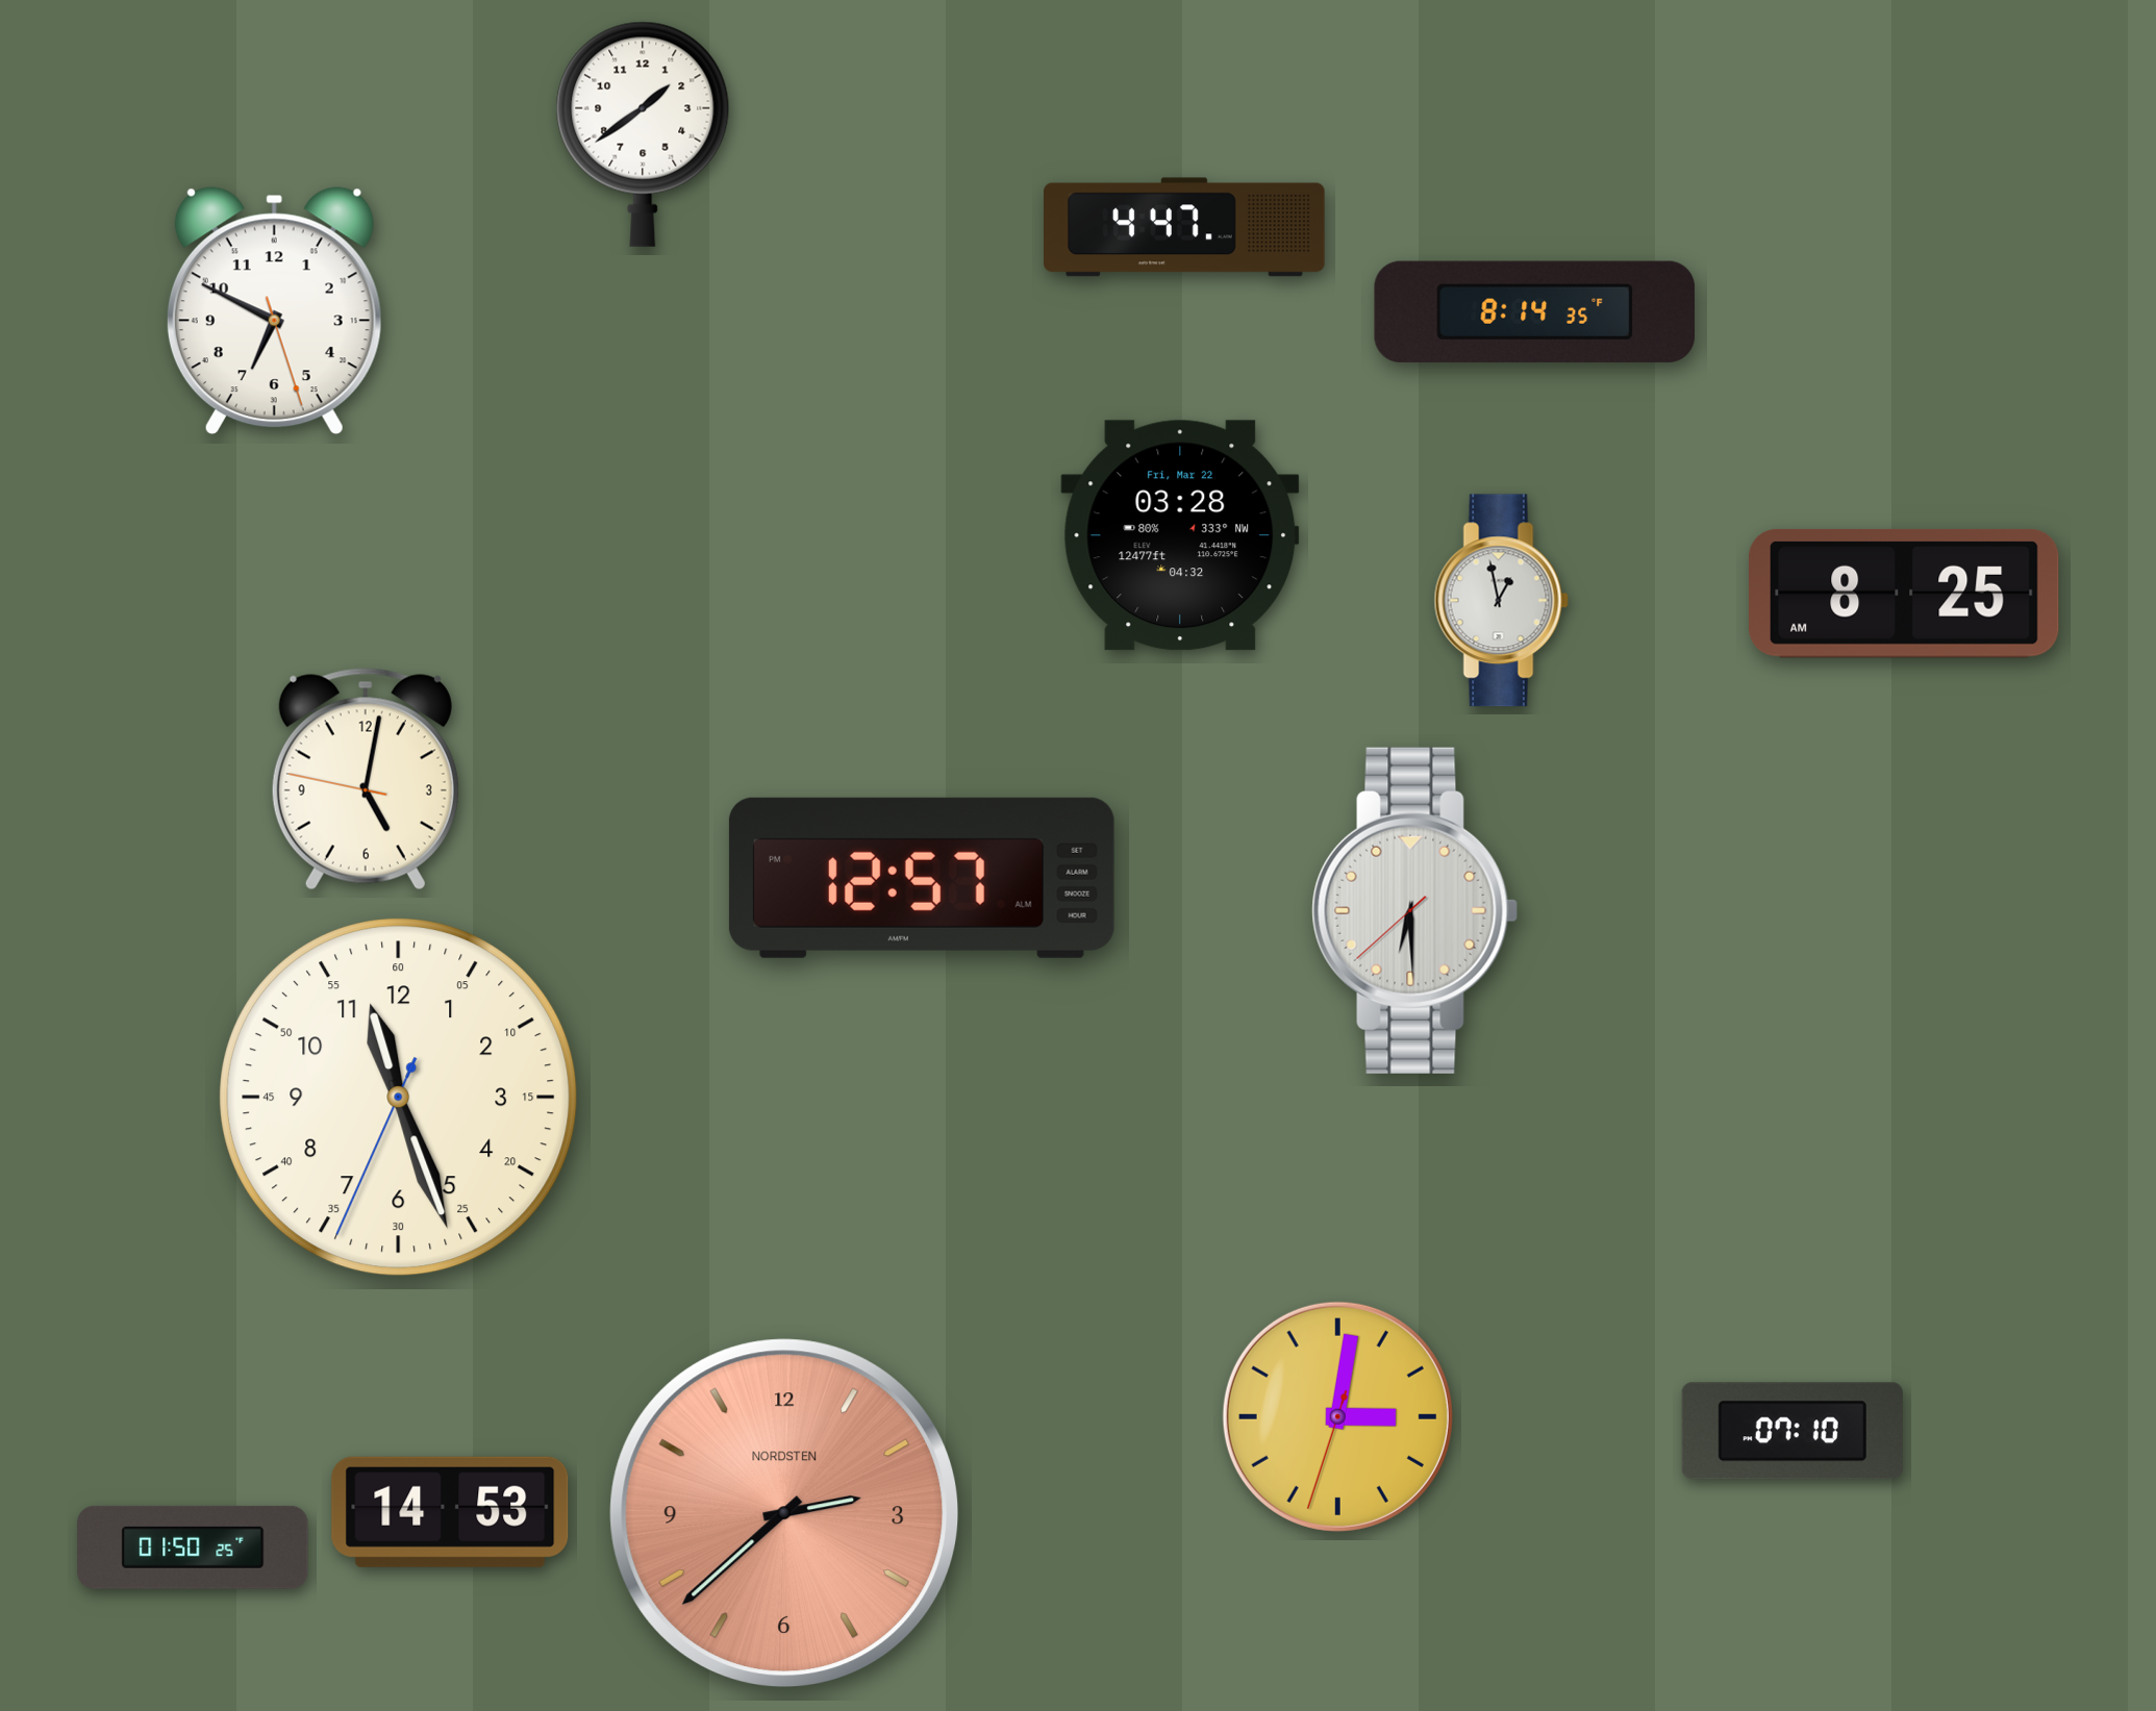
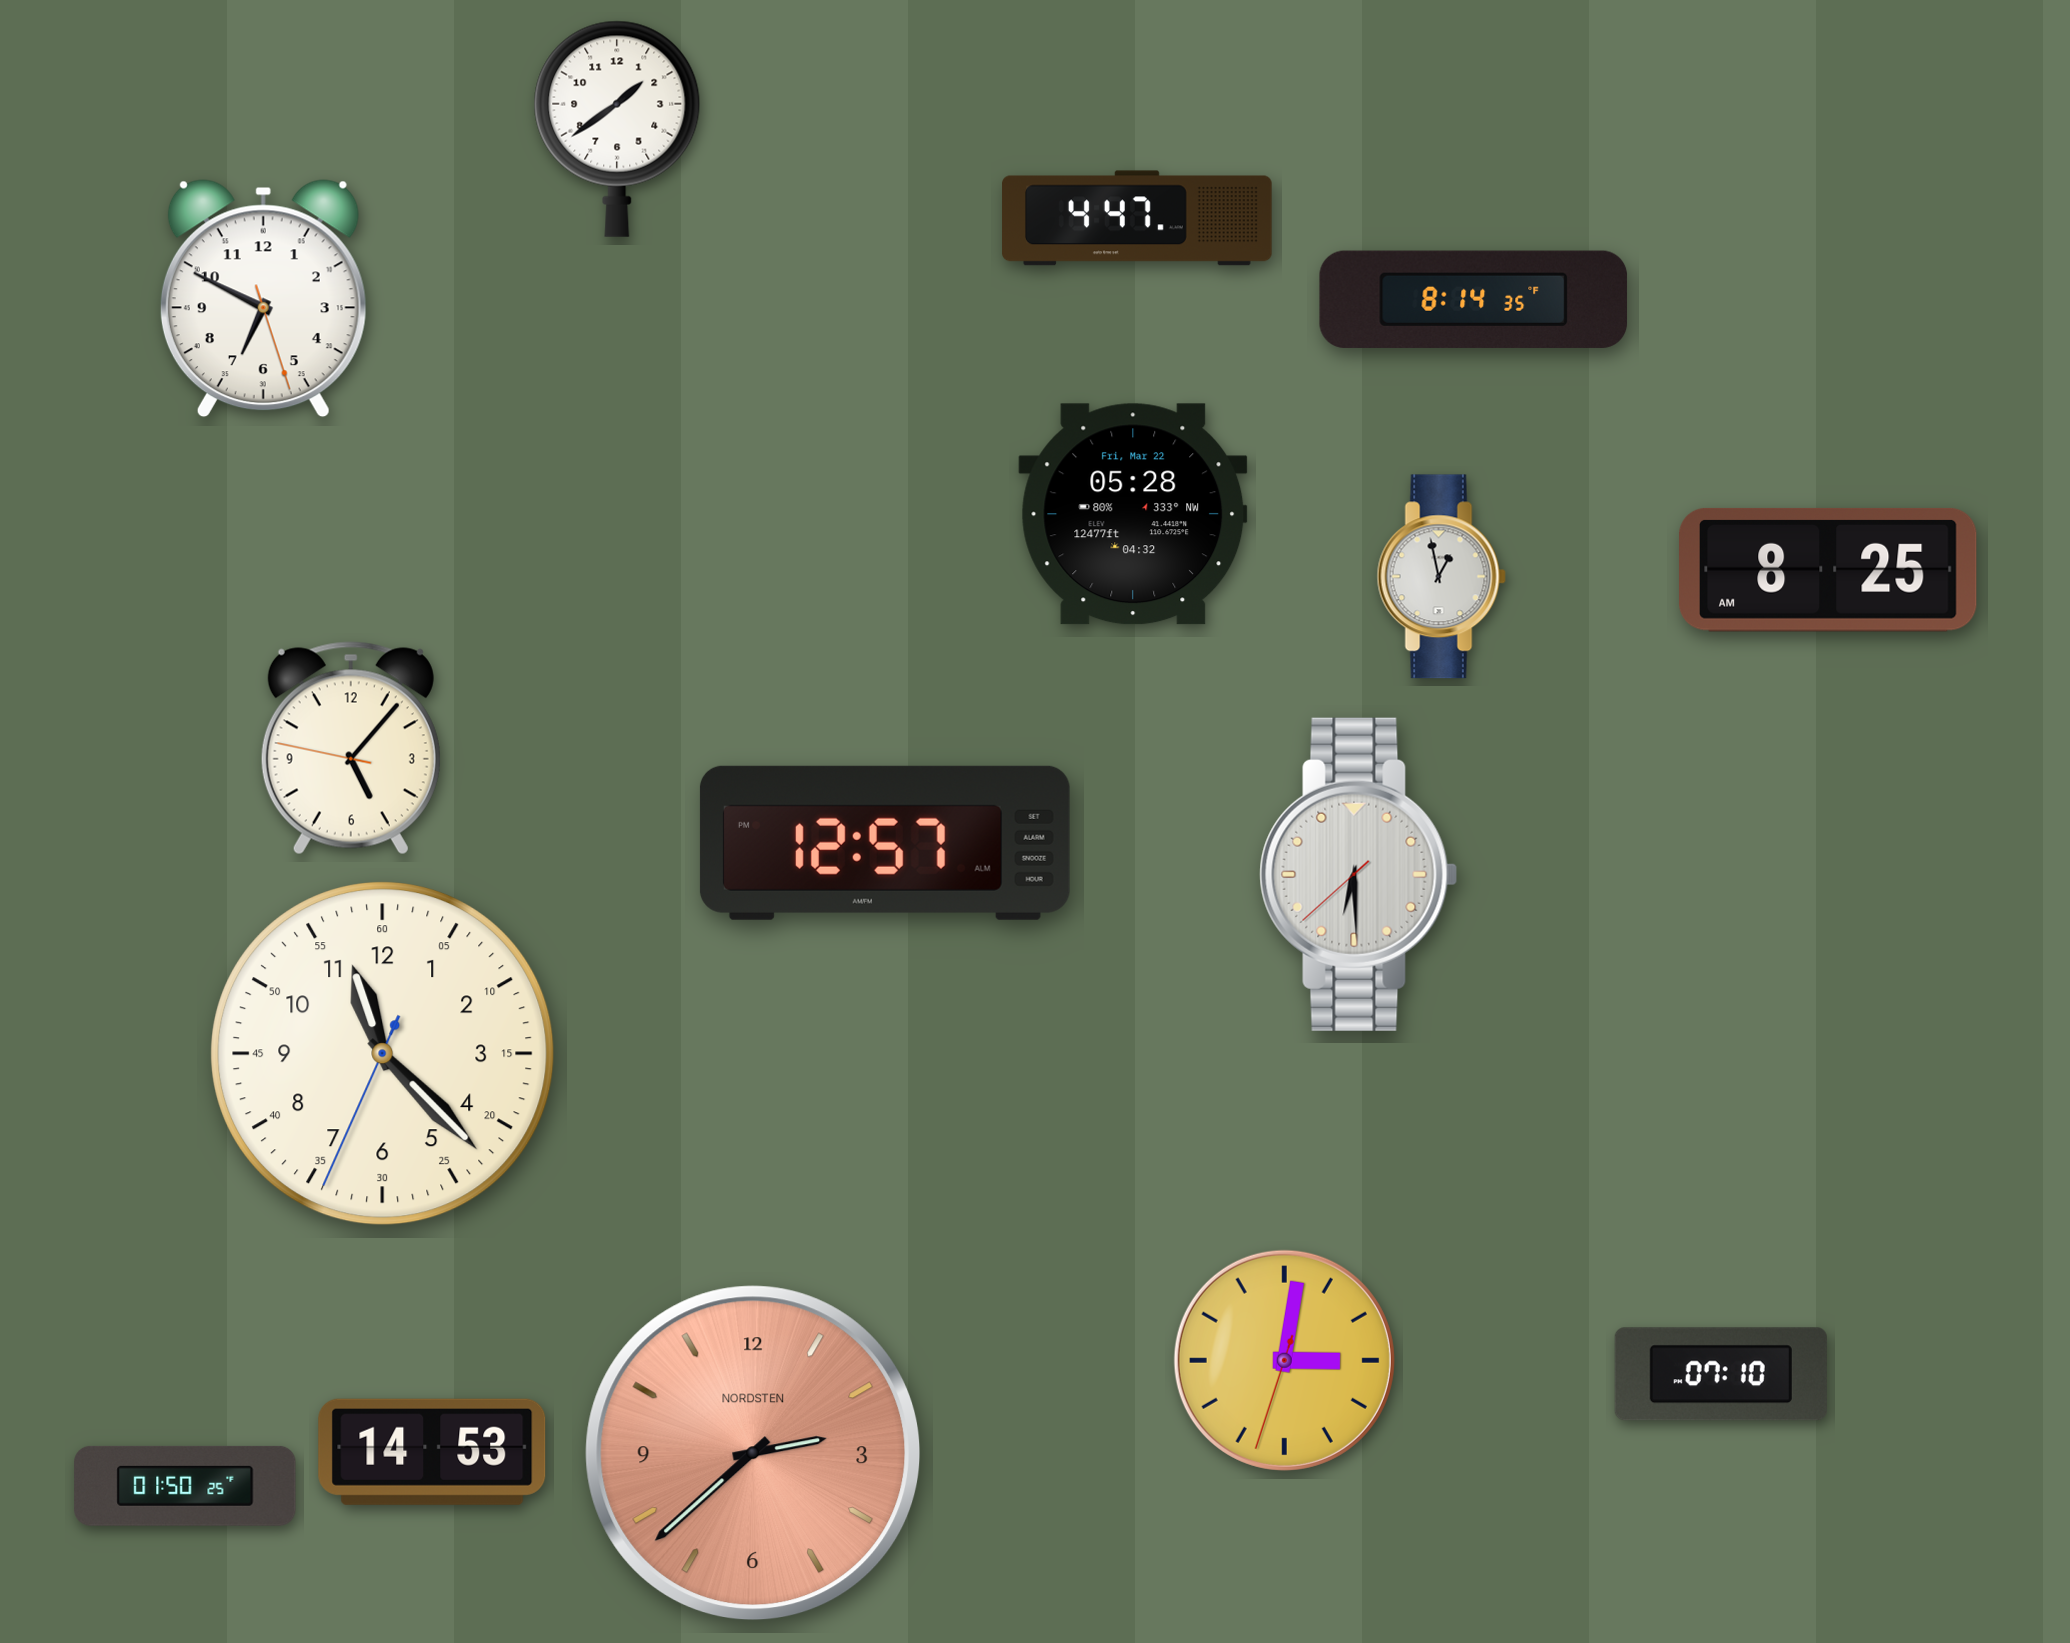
clock at (1180, 535): 03:28 -> 05:28
clock at (366, 779): 5:01 -> 5:06
clock at (399, 1098): 11:26 -> 11:22
